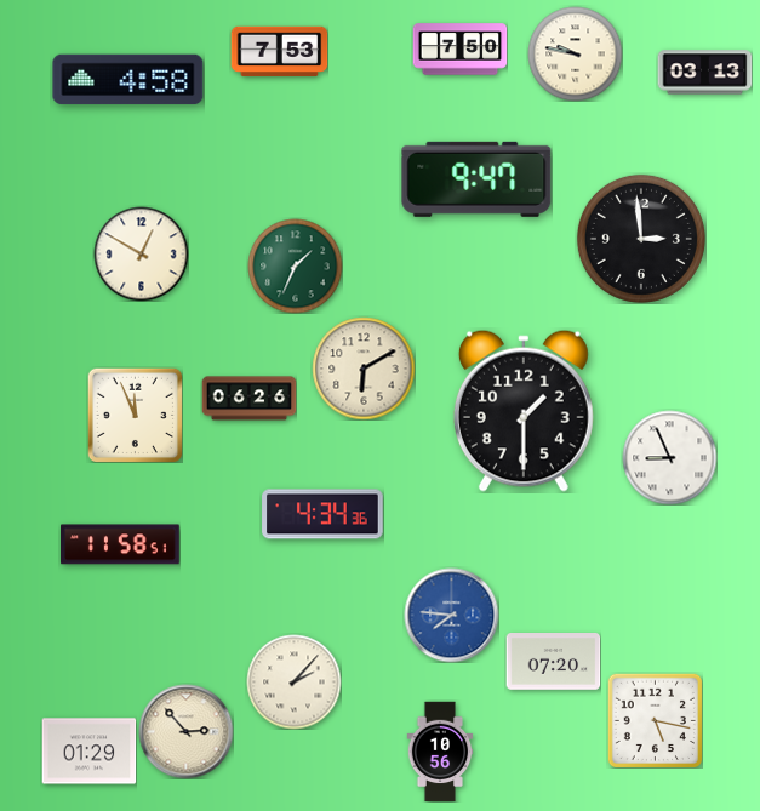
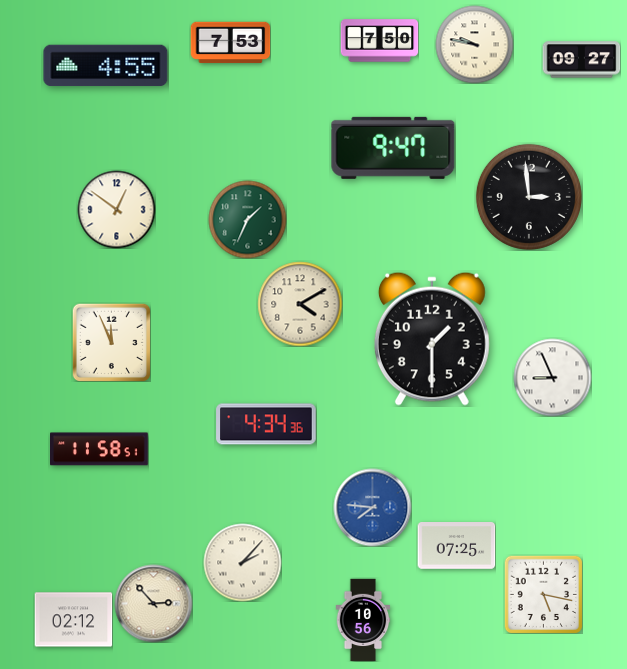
clock at (704, 73): 03:13 -> 09:27
clock at (128, 80): 4:58 -> 4:55
clock at (141, 253): 12:50 -> 12:51
clock at (295, 265) position: (295, 265) -> (247, 219)
clock at (364, 369): 6:10 -> 4:10
clock at (248, 399): 06:26 -> none
clock at (553, 662): 07:20 -> 07:25
clock at (655, 720) position: (655, 720) -> (543, 594)
clock at (88, 752): 01:29 -> 02:12
